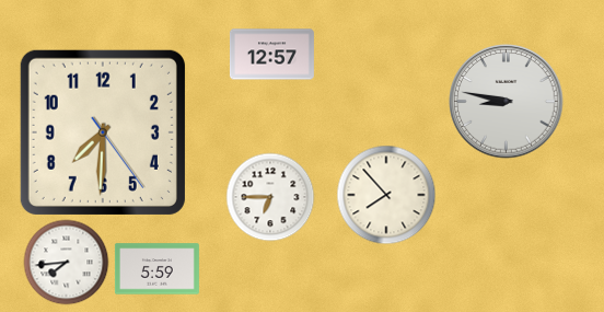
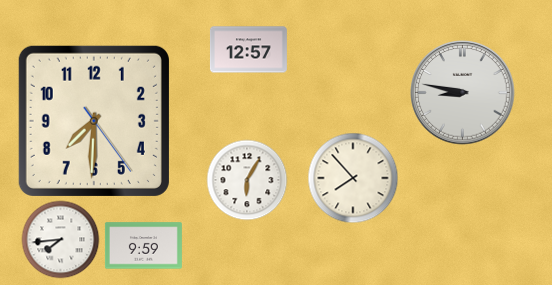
clock at (270, 197): 6:45 -> 6:05
clock at (156, 269): 5:59 -> 9:59
